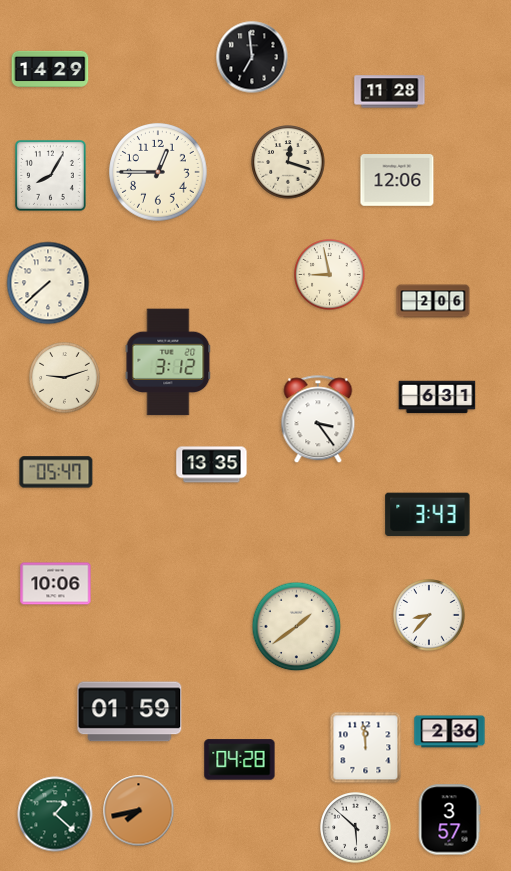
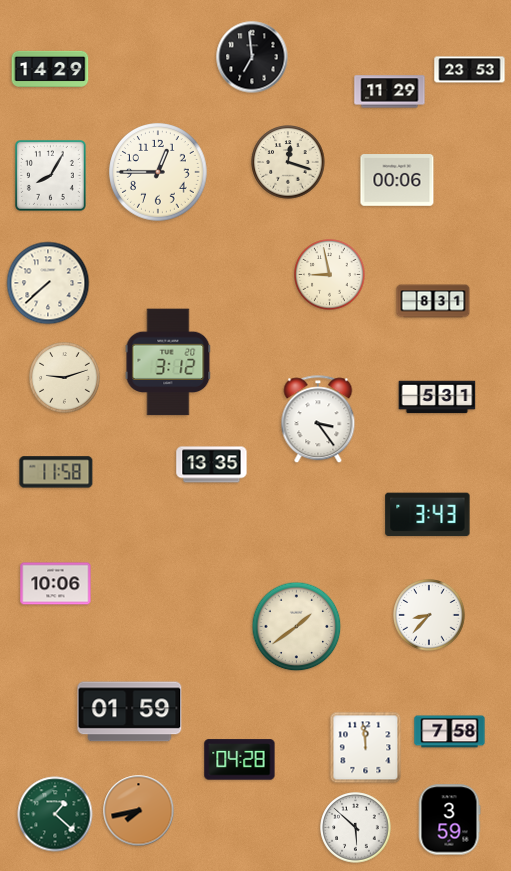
clock at (470, 70): none -> 23:53
clock at (390, 92): 11:28 -> 11:29
clock at (397, 180): 12:06 -> 00:06
clock at (433, 301): 2:06 -> 8:31
clock at (437, 397): 6:31 -> 5:31
clock at (56, 472): 05:47 -> 11:58
clock at (450, 732): 2:36 -> 7:58
clock at (449, 820): 3:57 -> 3:59
